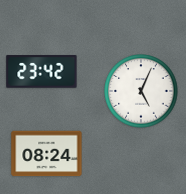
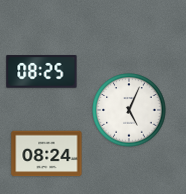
clock at (42, 72): 23:42 -> 08:25
clock at (141, 91) position: (141, 91) -> (129, 110)
